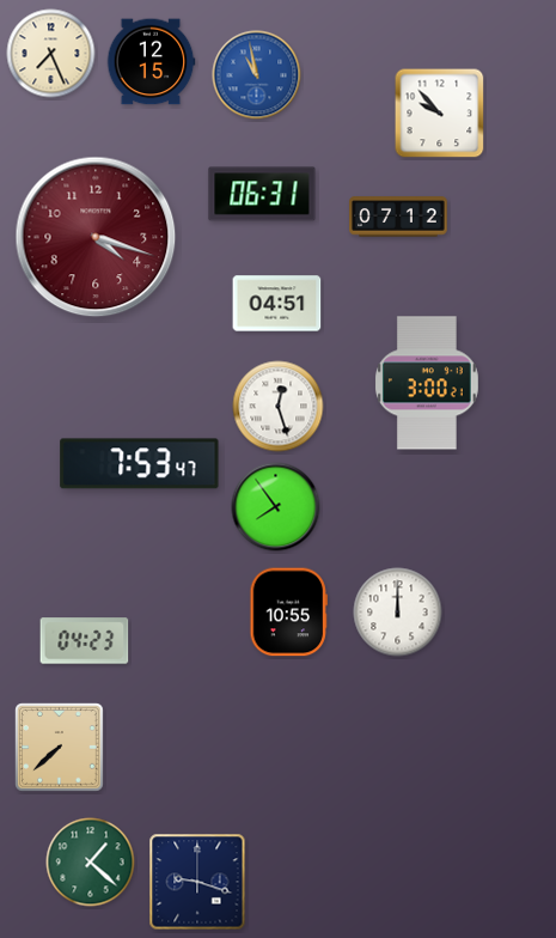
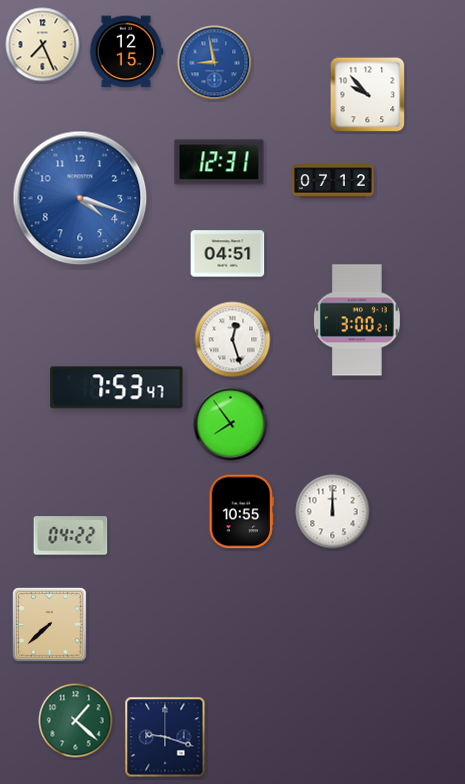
clock at (257, 75): 10:58 -> 8:58
clock at (262, 194): 06:31 -> 12:31
clock at (96, 237) dial: burgundy -> blue
clock at (277, 304) position: (277, 304) -> (228, 254)
clock at (85, 641): 04:23 -> 04:22
